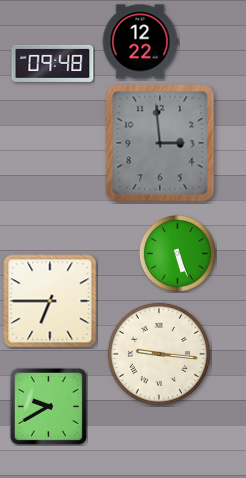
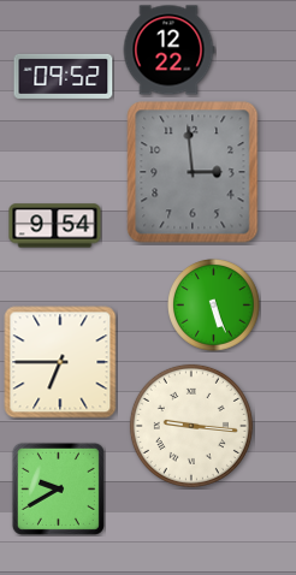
clock at (53, 63): 09:48 -> 09:52
clock at (55, 226): none -> 9:54
